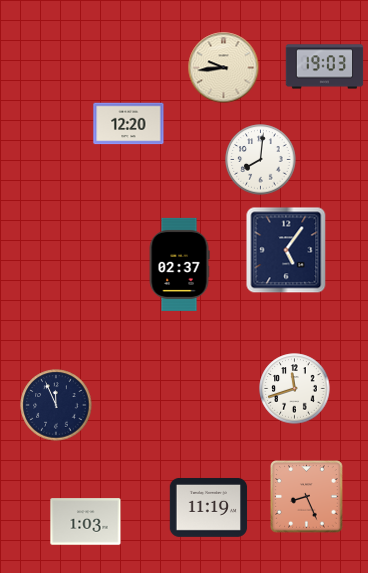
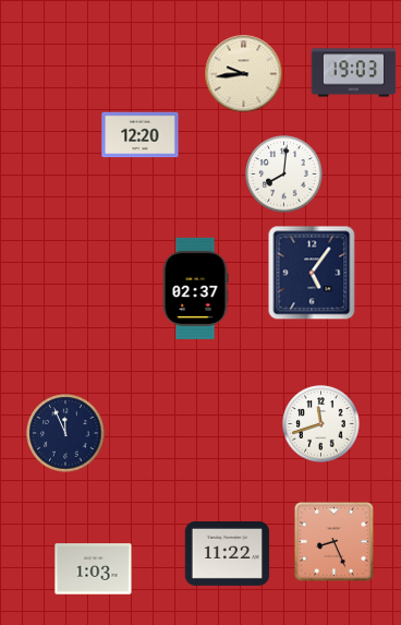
clock at (56, 405) position: (56, 405) -> (65, 433)
clock at (209, 507): 11:19 -> 11:22
